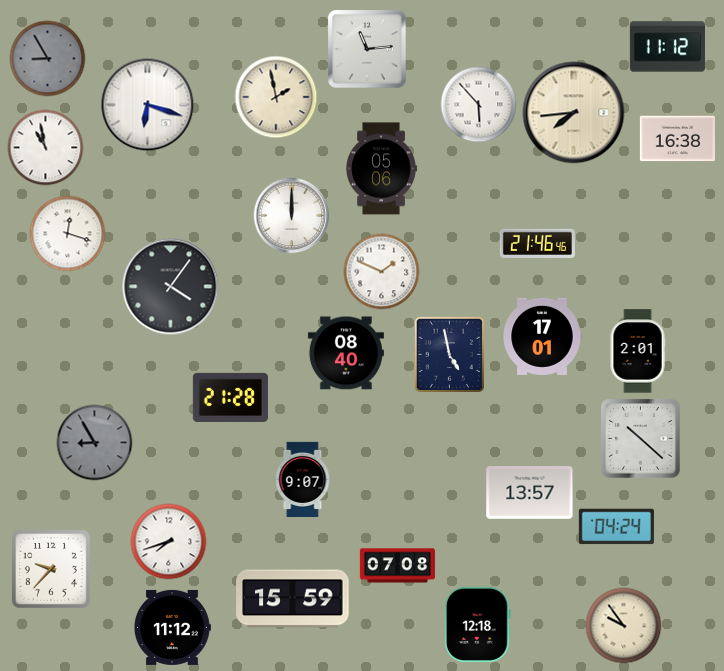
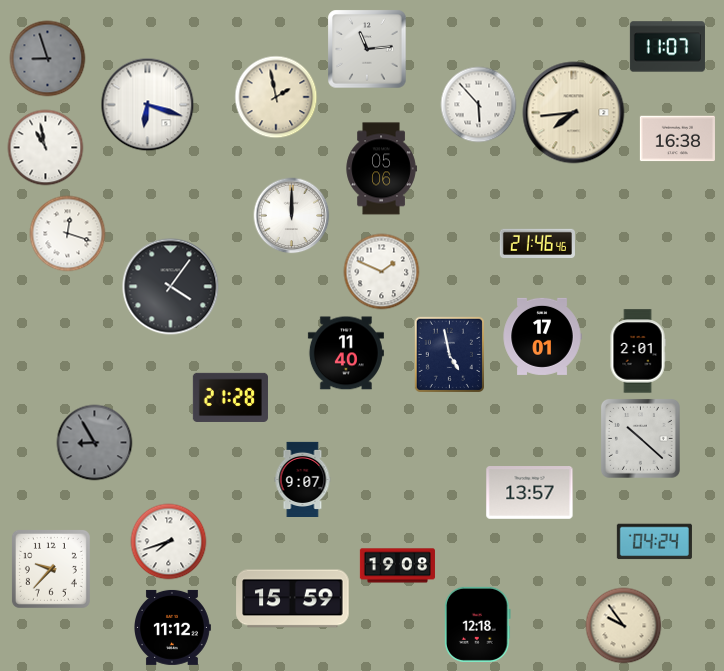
clock at (667, 47): 11:12 -> 11:07
clock at (48, 59): 8:55 -> 8:57
clock at (346, 353): 08:40 -> 11:40
clock at (616, 527) position: (616, 527) -> (654, 542)
clock at (397, 566): 07:08 -> 19:08
